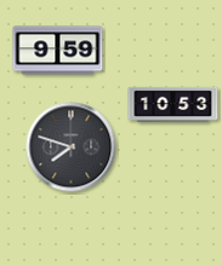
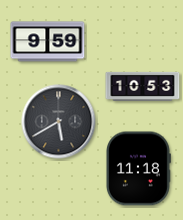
clock at (72, 148): 7:48 -> 5:40
clock at (138, 169): none -> 11:18
